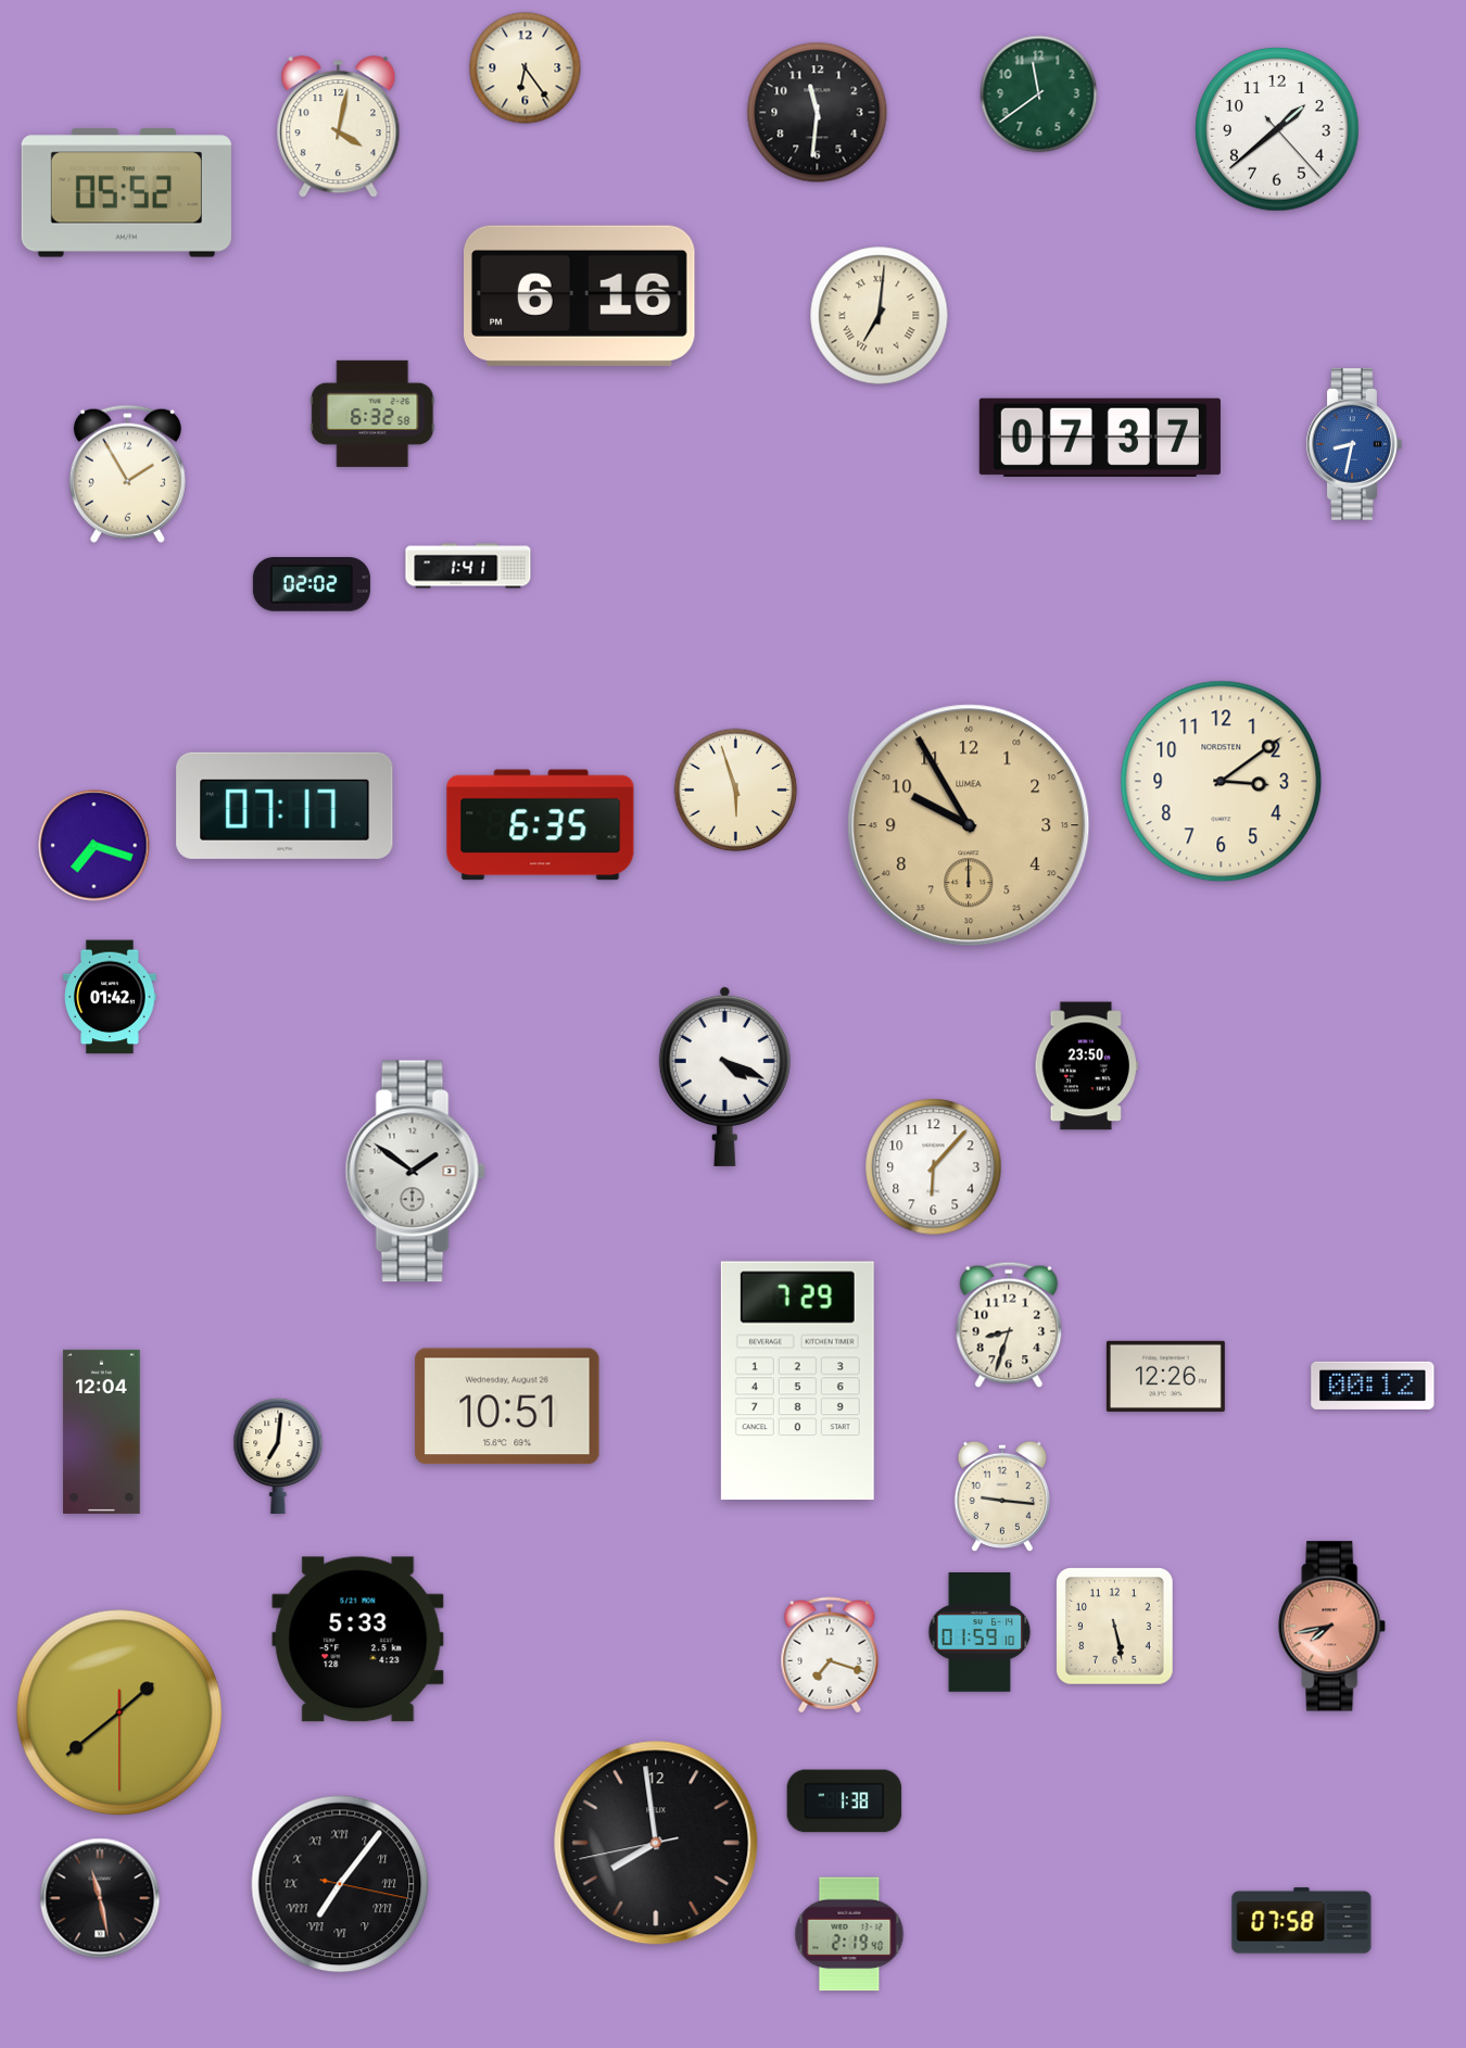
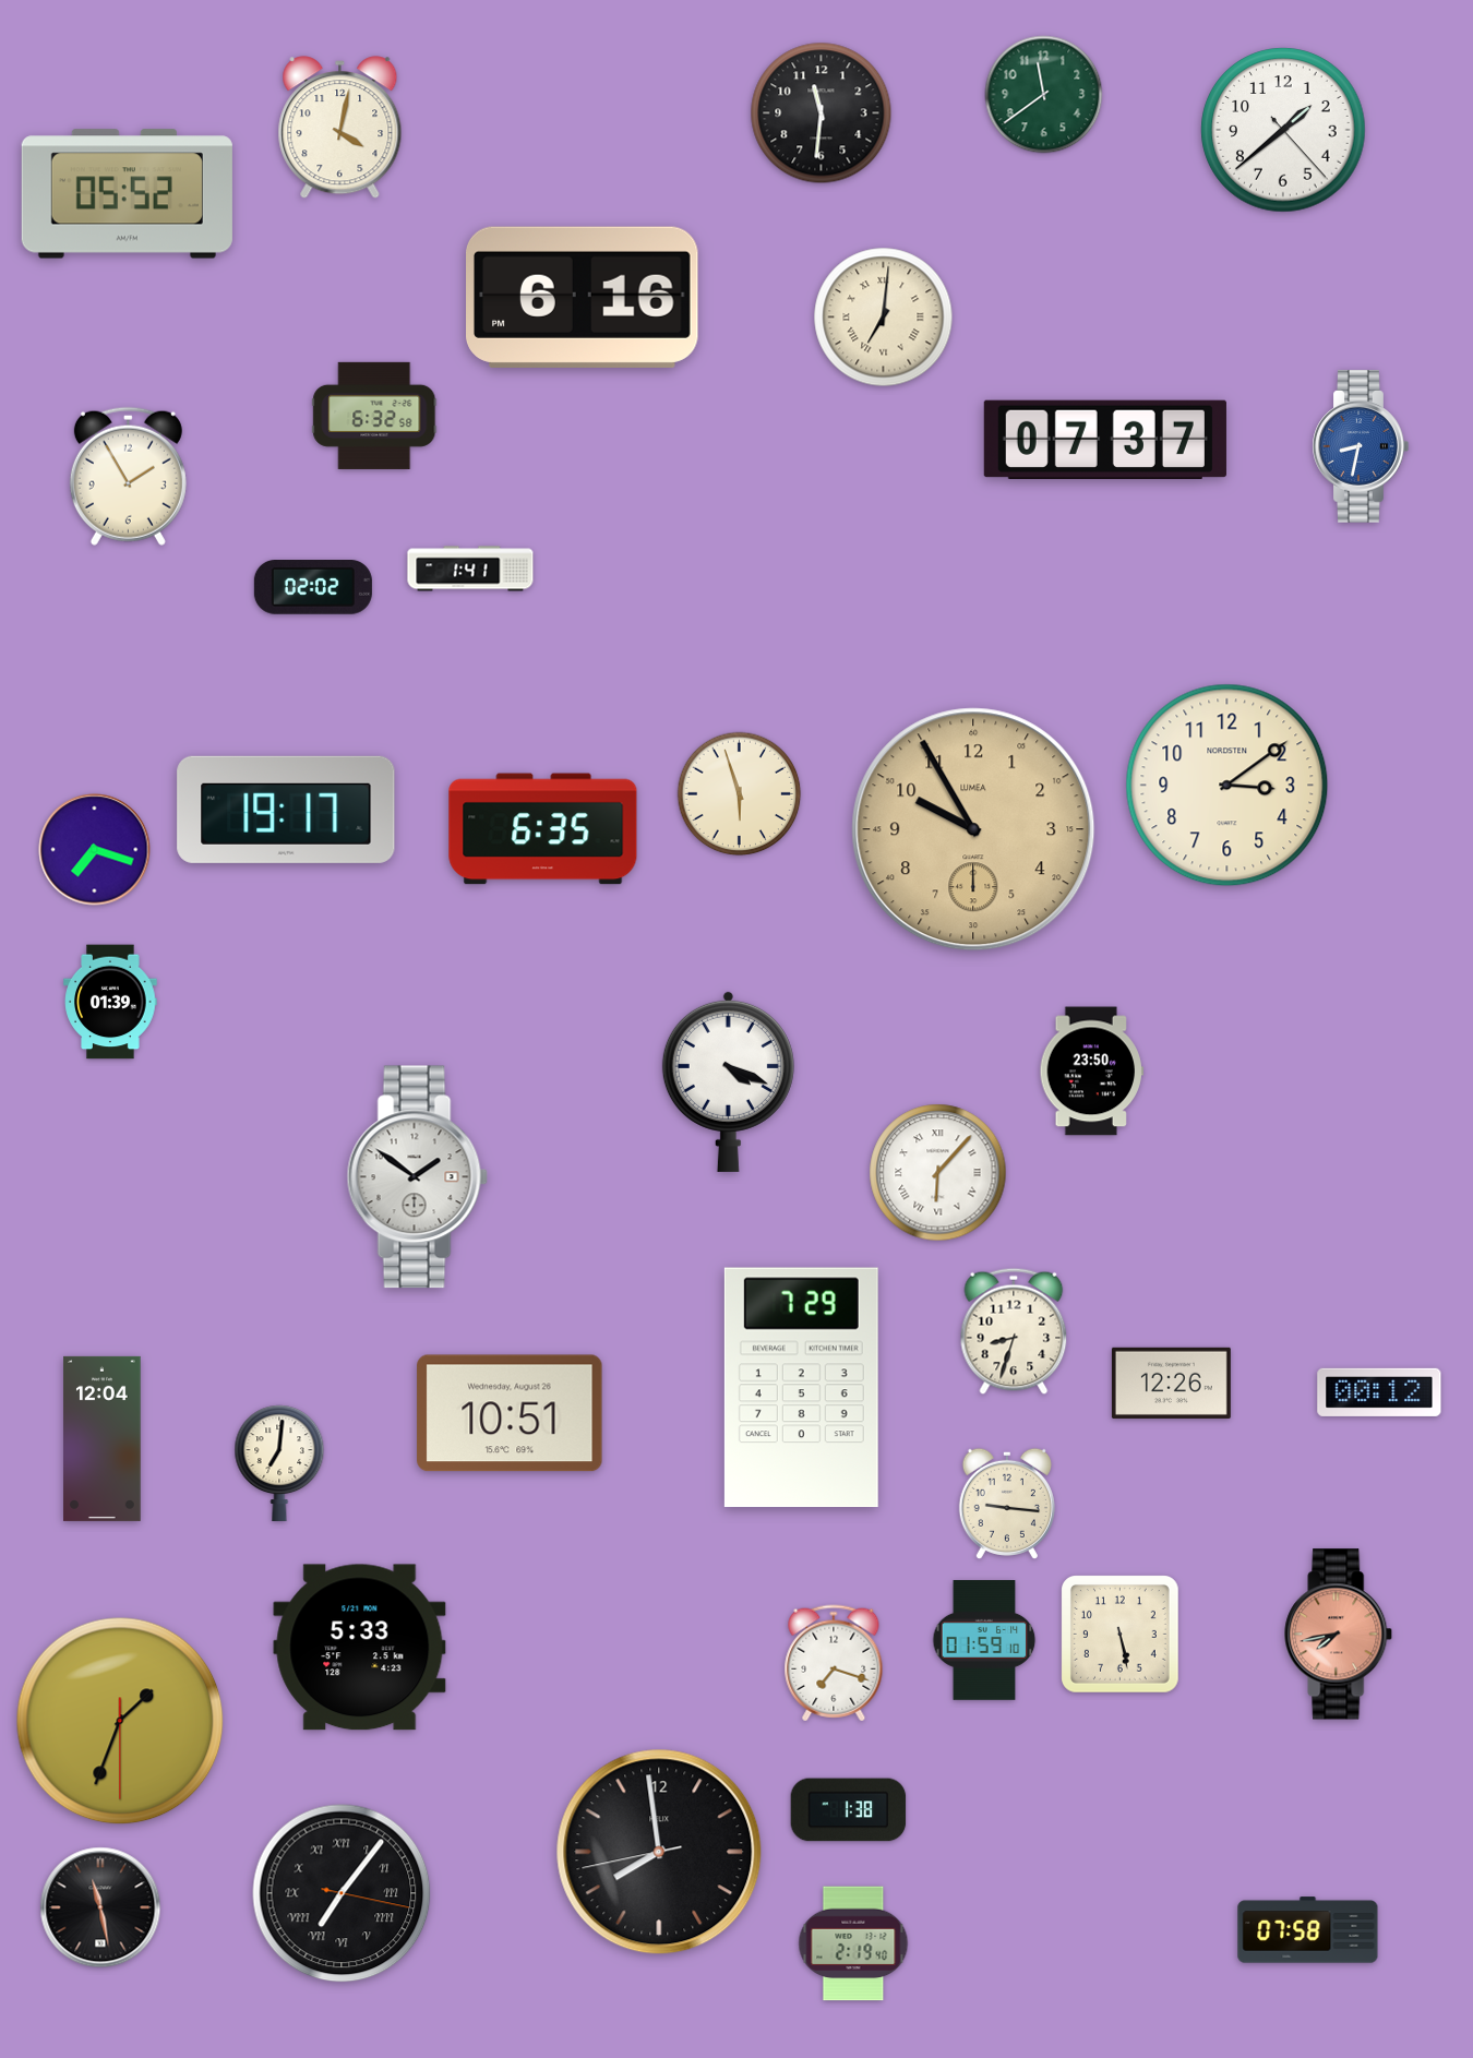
clock at (526, 68): 6:24 -> none
clock at (285, 806): 07:17 -> 19:17
clock at (110, 997): 01:42 -> 01:39
clock at (934, 1167) numerals: Arabic -> Roman
clock at (119, 1712): 1:38 -> 1:33
